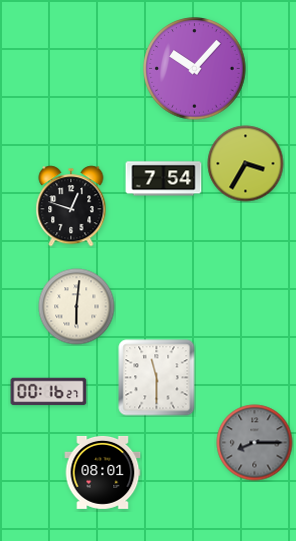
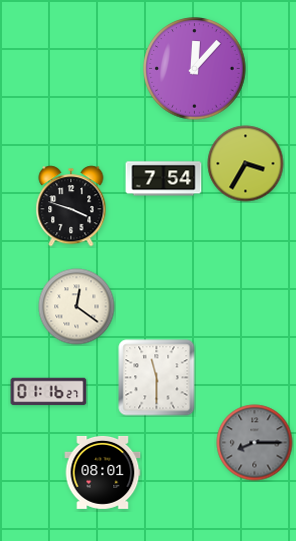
clock at (195, 69): 10:07 -> 12:07
clock at (71, 206): 12:48 -> 3:48
clock at (77, 307): 6:01 -> 12:21
clock at (49, 392): 00:16 -> 01:16
